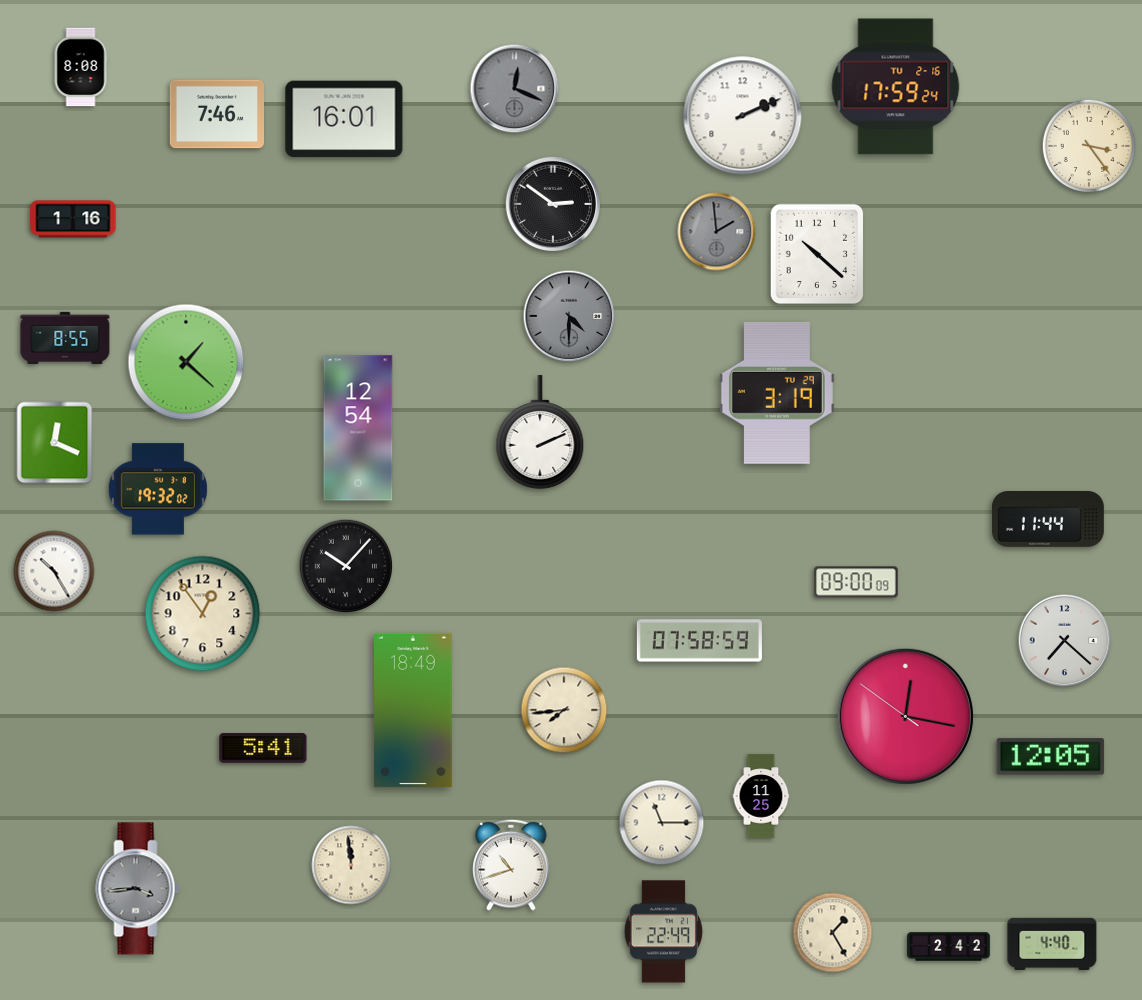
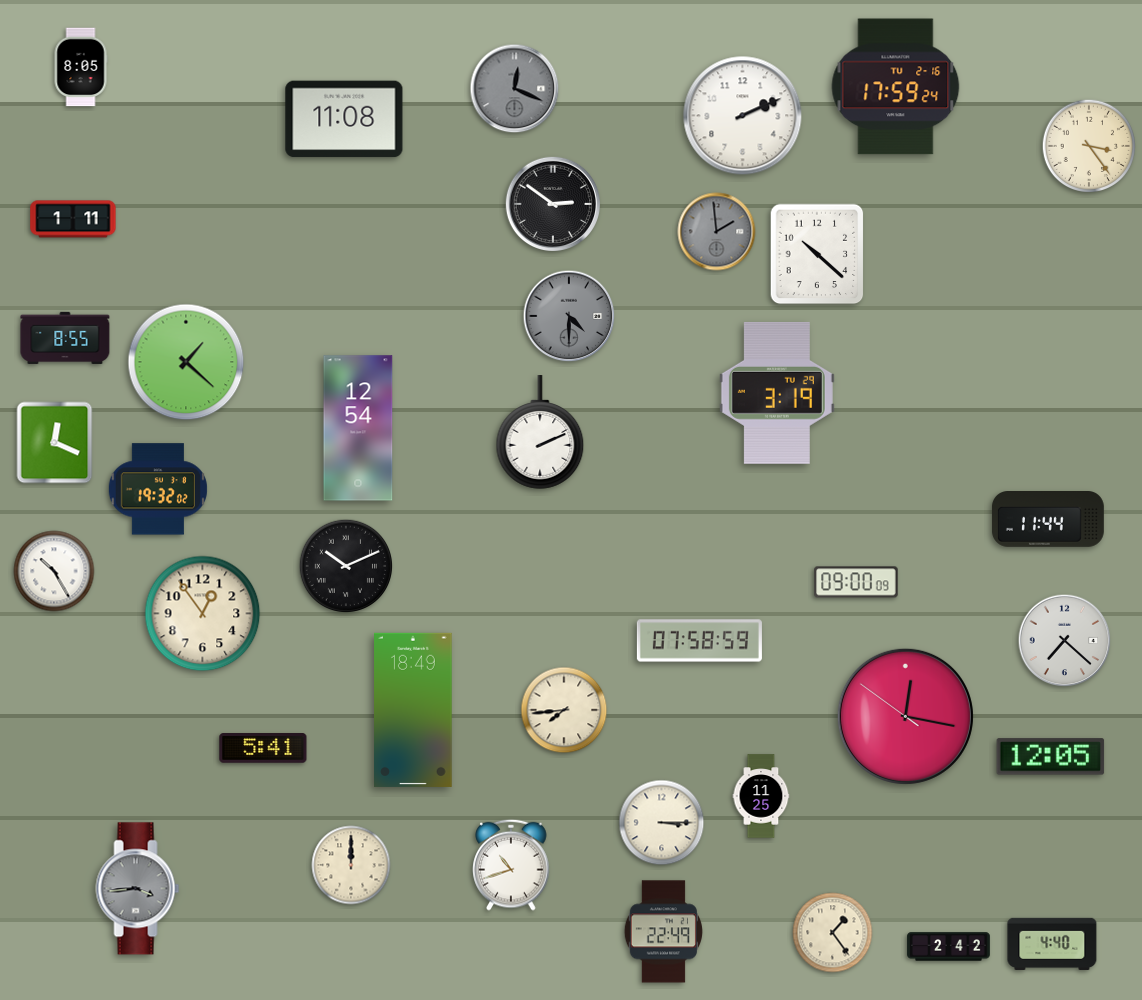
clock at (81, 67): 8:08 -> 8:05
clock at (216, 114): 7:46 -> none
clock at (344, 119): 16:01 -> 11:08
clock at (73, 219): 1:16 -> 1:11
clock at (345, 565): 10:07 -> 10:11
clock at (662, 823): 11:15 -> 3:15
clock at (351, 865): 11:59 -> 12:00
clock at (833, 933): 1:25 -> 1:24
